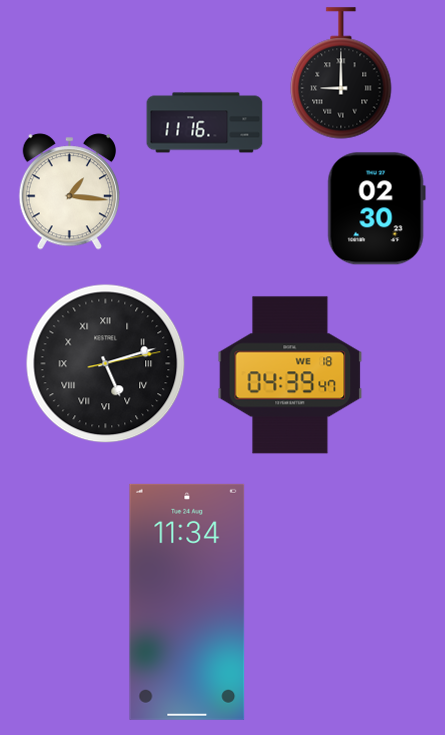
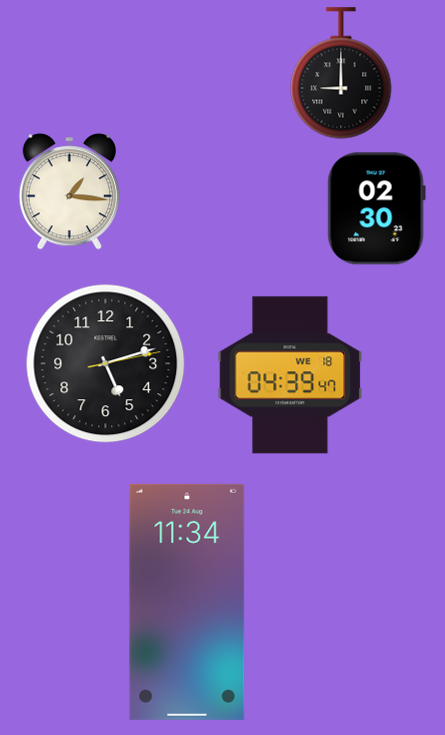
clock at (205, 123): 11:16 -> none
clock at (106, 364) numerals: Roman -> Arabic
